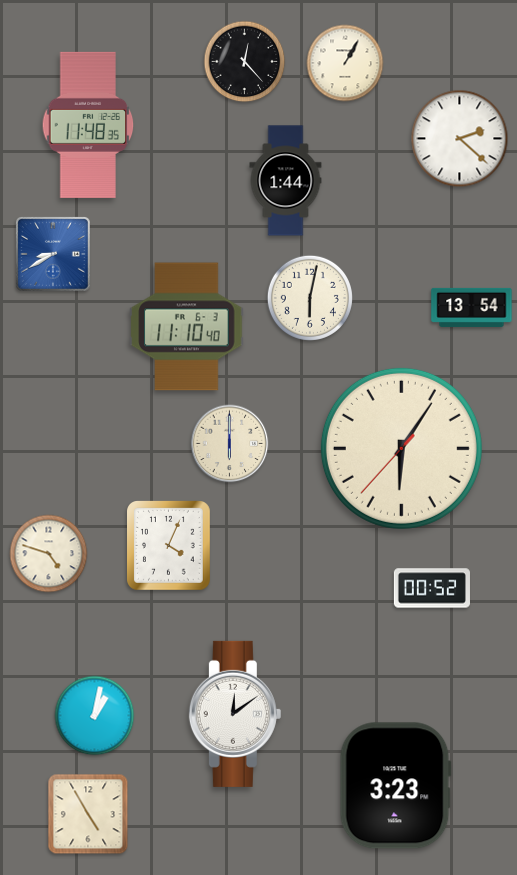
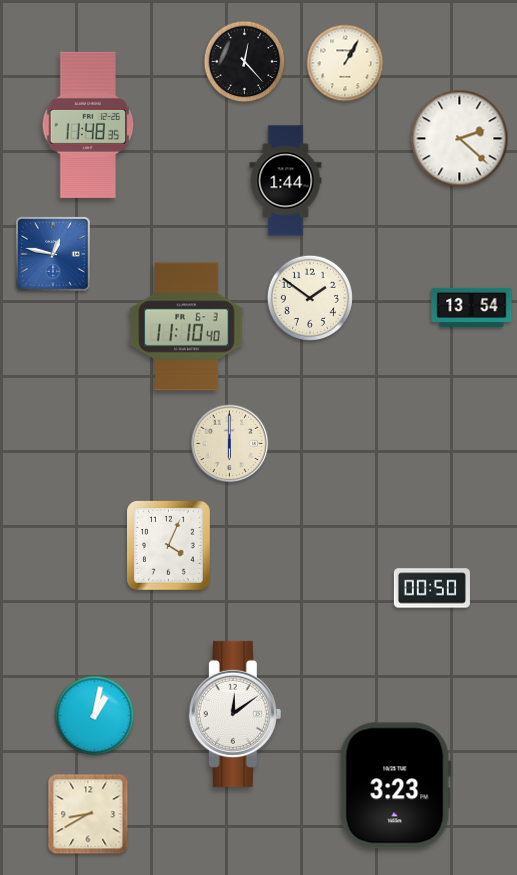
clock at (54, 255): 8:40 -> 12:47
clock at (310, 298): 6:02 -> 1:51
clock at (401, 448): 6:05 -> none
clock at (49, 554): 4:48 -> none
clock at (432, 588): 00:52 -> 00:50
clock at (88, 814): 4:55 -> 8:40
